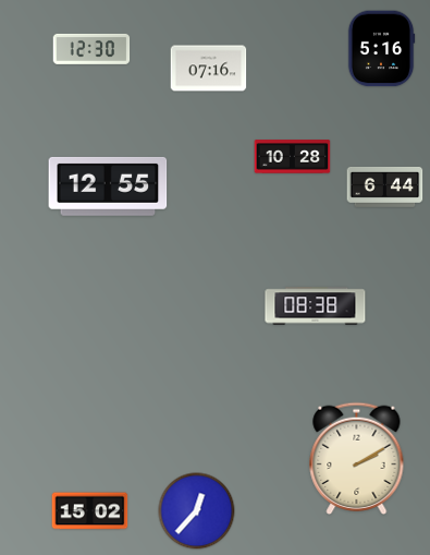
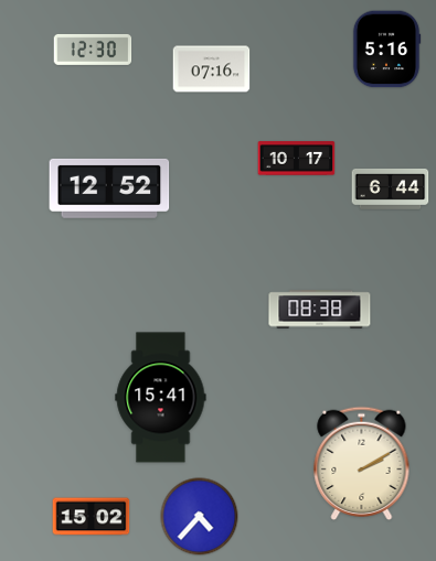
clock at (293, 157): 10:28 -> 10:17
clock at (108, 186): 12:55 -> 12:52
clock at (161, 398): none -> 15:41
clock at (197, 511): 12:37 -> 4:37
